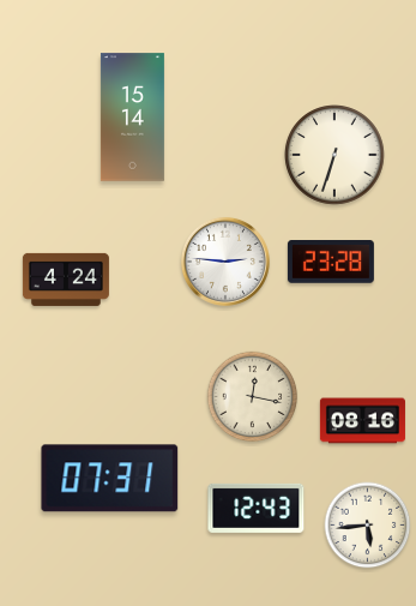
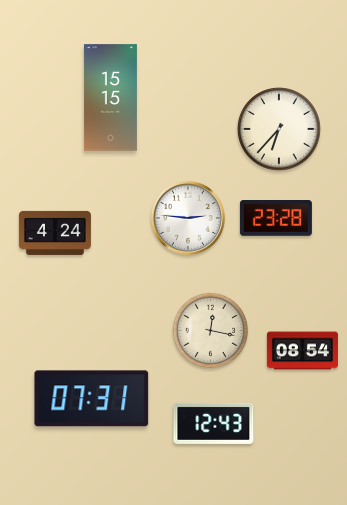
clock at (132, 118): 15:14 -> 15:15
clock at (334, 155): 6:33 -> 6:37
clock at (362, 421): 08:16 -> 08:54
clock at (368, 526): 5:44 -> none
